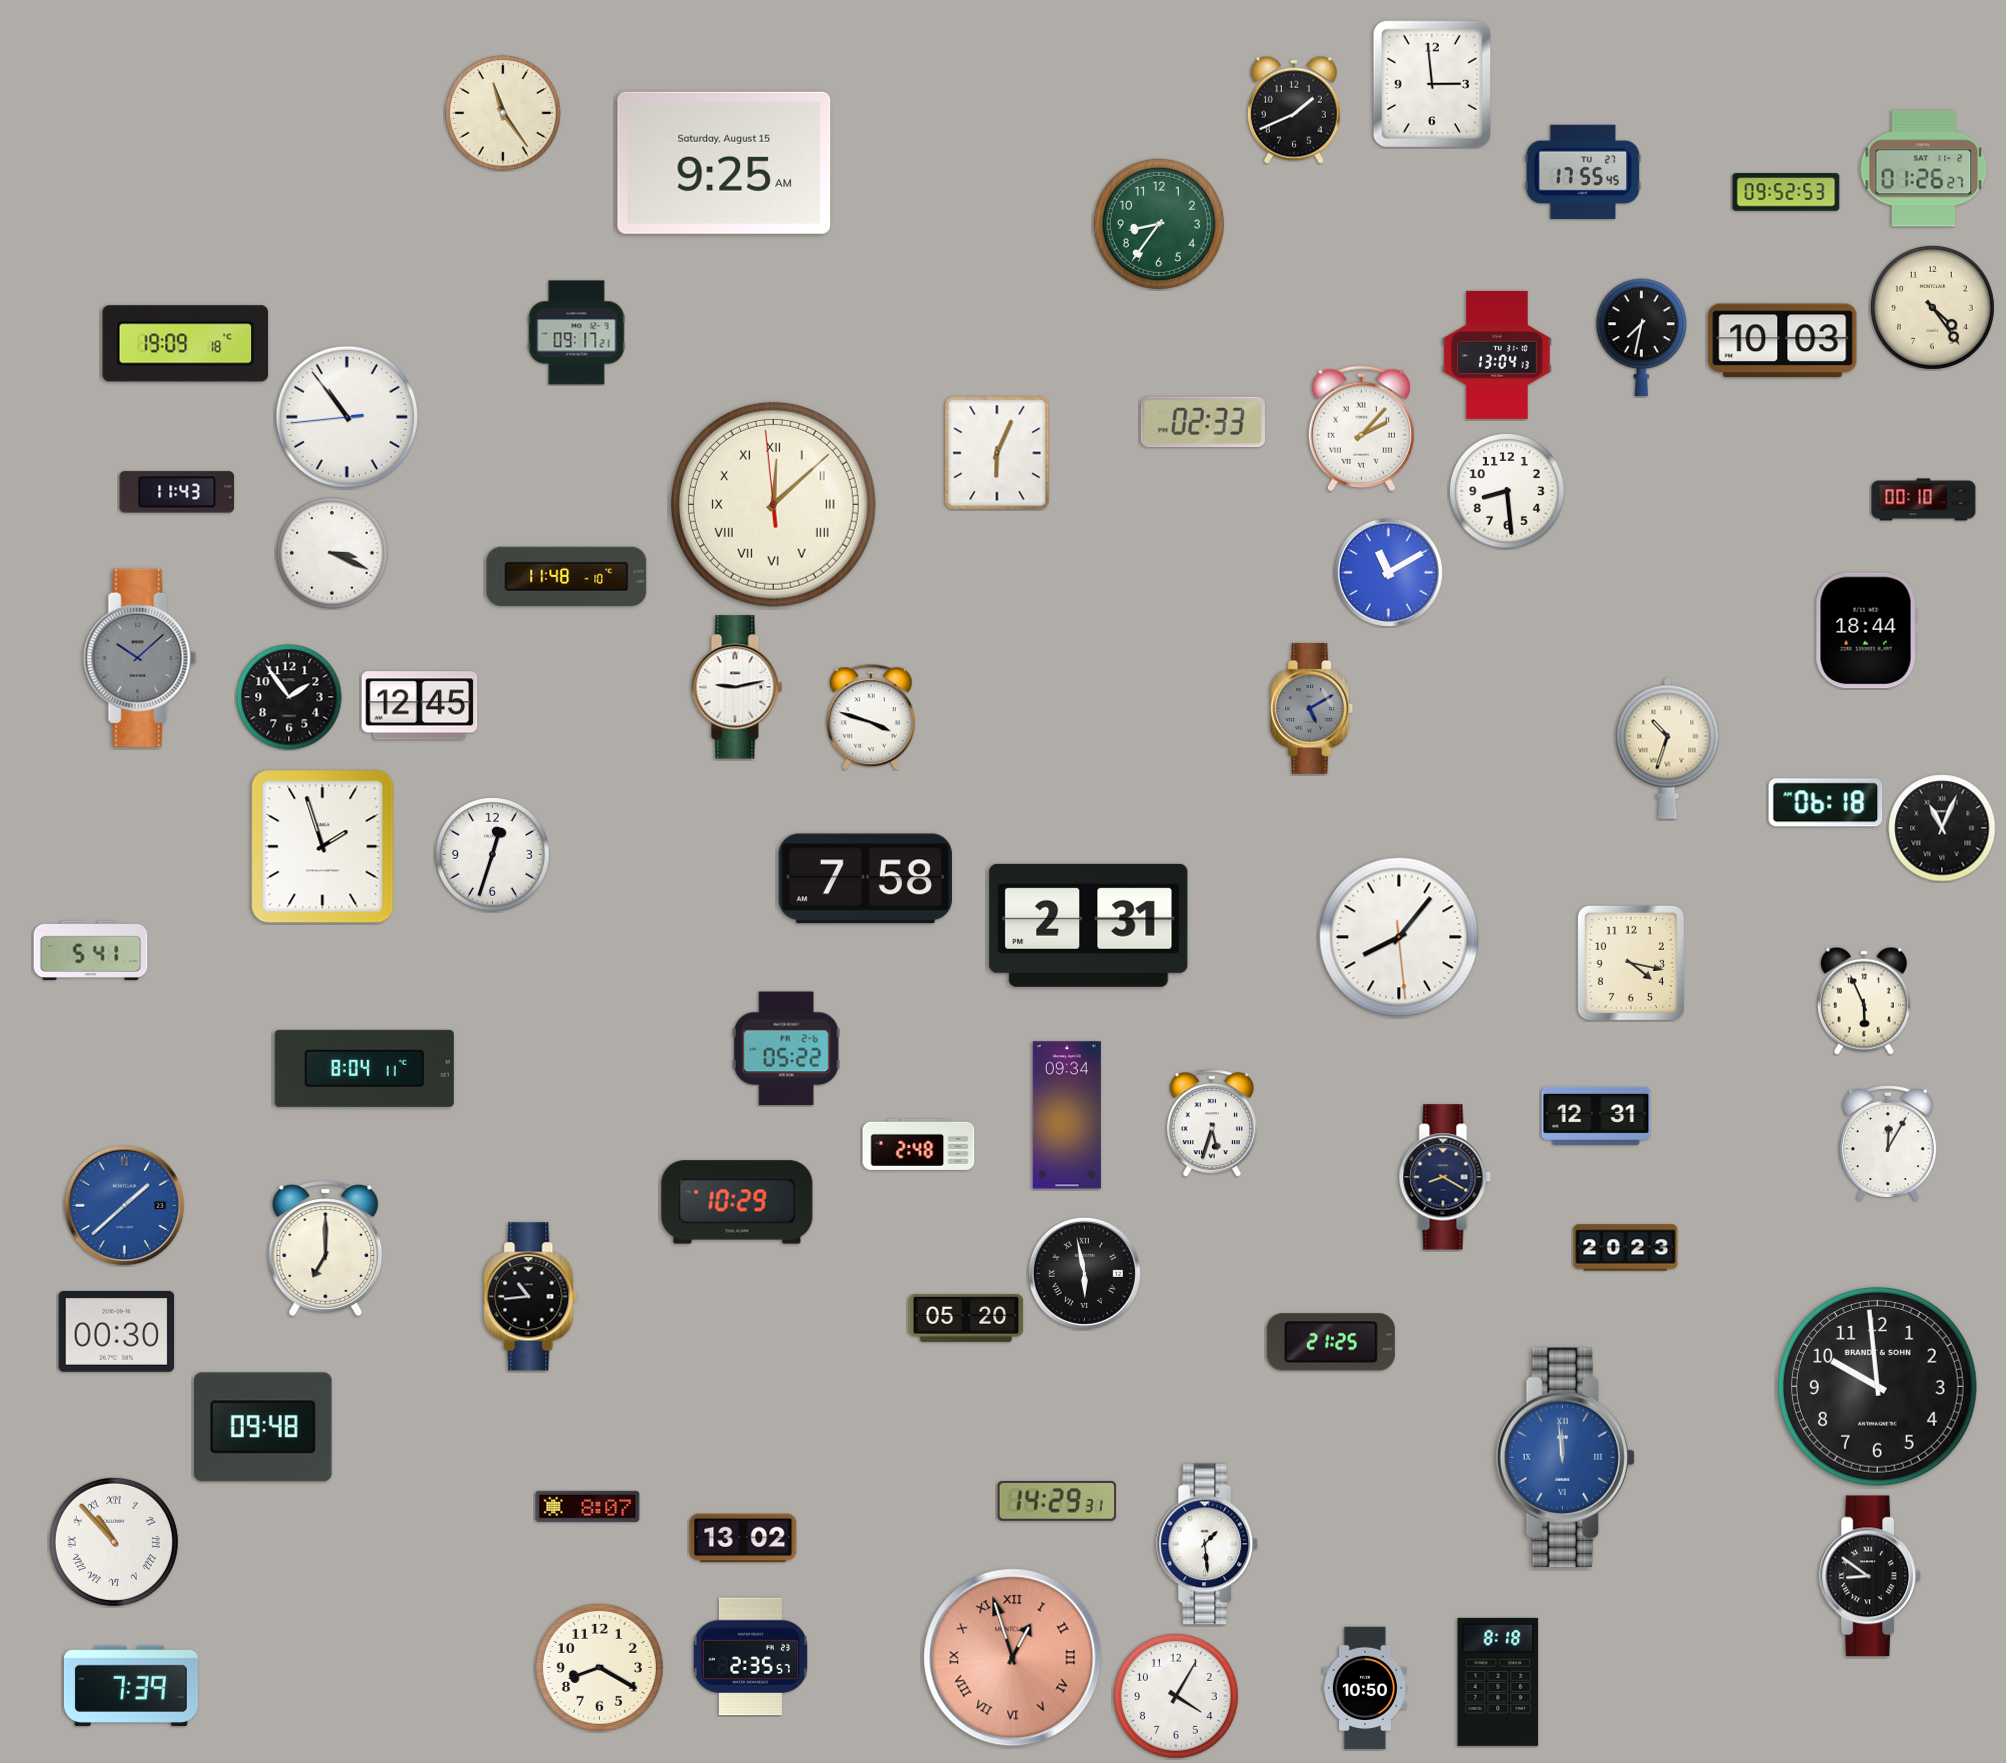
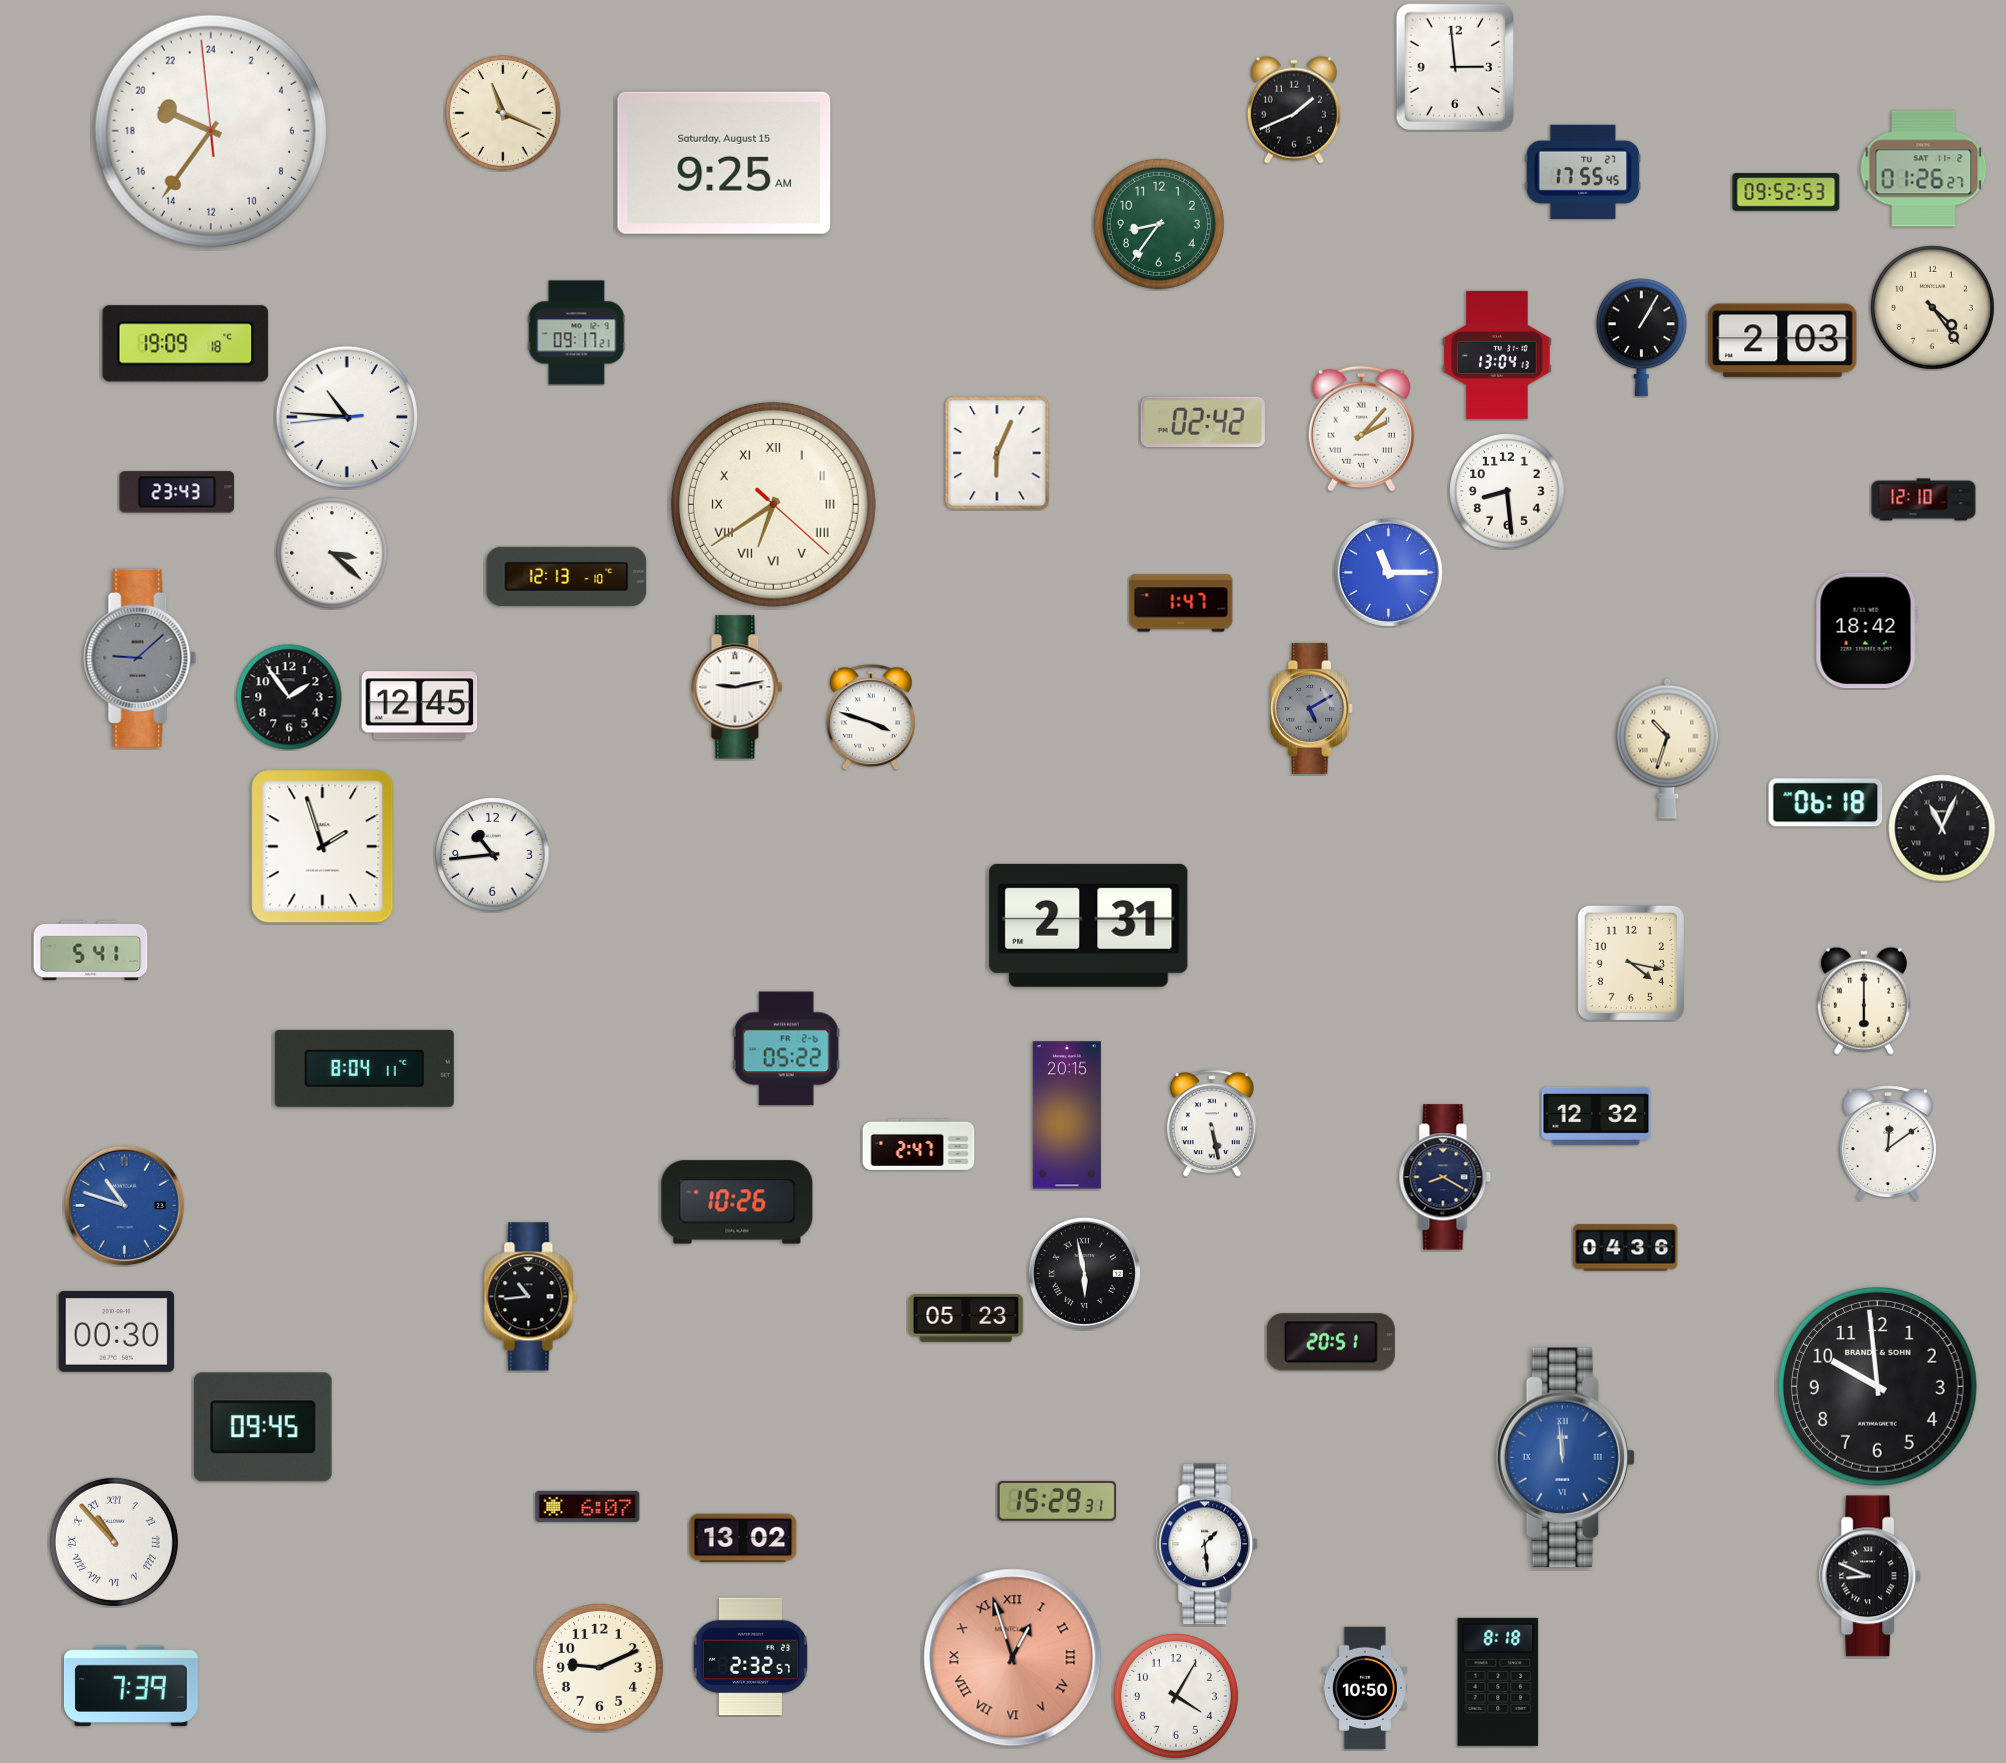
clock at (1431, 84) position: (1431, 84) -> (1454, 67)
clock at (503, 113): 11:24 -> 11:19
clock at (211, 131): none -> 19:35
clock at (1641, 338): 7:32 -> 1:05
clock at (1783, 341): 10:03 -> 2:03
clock at (347, 417): 10:53 -> 10:45
clock at (1203, 422): 02:33 -> 02:42
clock at (177, 492): 11:43 -> 23:43
clock at (1924, 500): 00:10 -> 12:10
clock at (773, 504): 12:07 -> 6:39
clock at (332, 553): 3:19 -> 3:22
clock at (1388, 572): 11:10 -> 11:15
clock at (567, 576): 11:48 -> 12:13
clock at (1181, 603): none -> 1:47
clock at (1866, 631): 18:44 -> 18:42
clock at (140, 658): 10:08 -> 9:08
clock at (493, 855): 12:33 -> 10:44
clock at (865, 879): 7:58 -> none
clock at (1399, 937): 8:06 -> none
clock at (1864, 1001): 5:56 -> 6:00
clock at (1067, 1115): 09:34 -> 20:15
clock at (1596, 1116): 12:31 -> 12:32
clock at (1212, 1123): 5:33 -> 5:28
clock at (1888, 1143): 12:05 -> 12:09
clock at (919, 1144): 2:48 -> 2:47
clock at (737, 1202): 10:29 -> 10:26
clock at (125, 1206): 1:38 -> 10:48
clock at (326, 1248): 7:00 -> none
clock at (1626, 1248): 20:23 -> 04:36
clock at (966, 1318): 05:20 -> 05:23
clock at (1331, 1342): 21:25 -> 20:51
clock at (264, 1427): 09:48 -> 09:45
clock at (1057, 1501): 14:29 -> 15:29
clock at (588, 1506): 8:07 -> 6:07
clock at (1871, 1576): 8:51 -> 8:49
clock at (750, 1657): 2:35 -> 2:32
clock at (599, 1667): 8:20 -> 9:11
